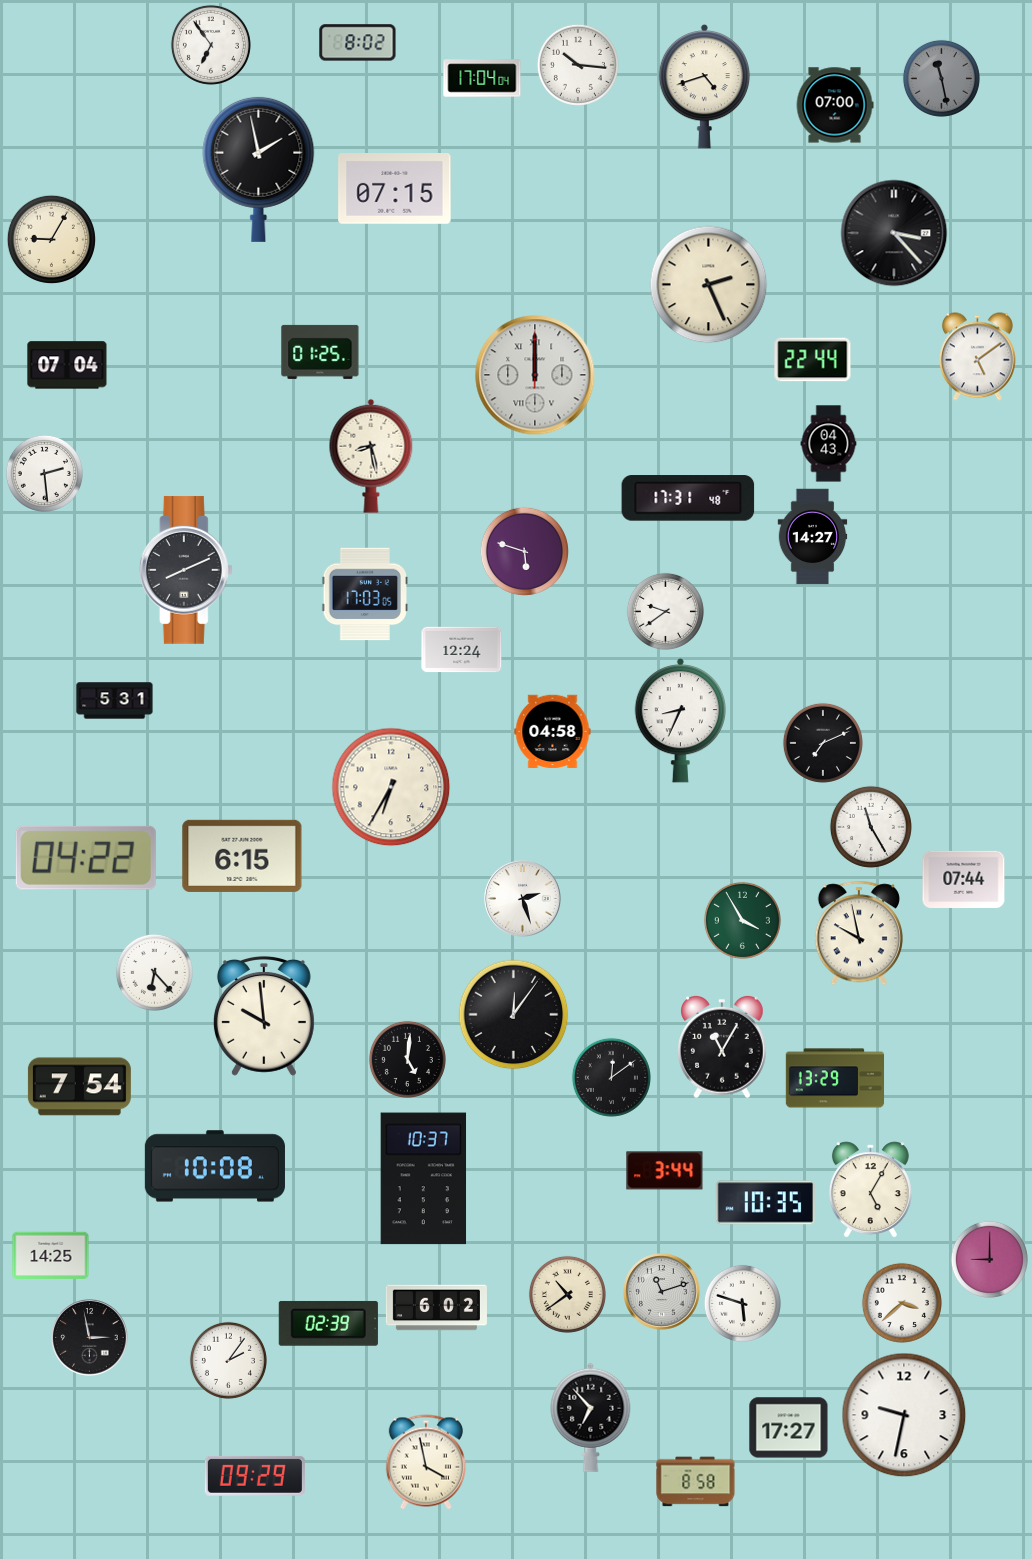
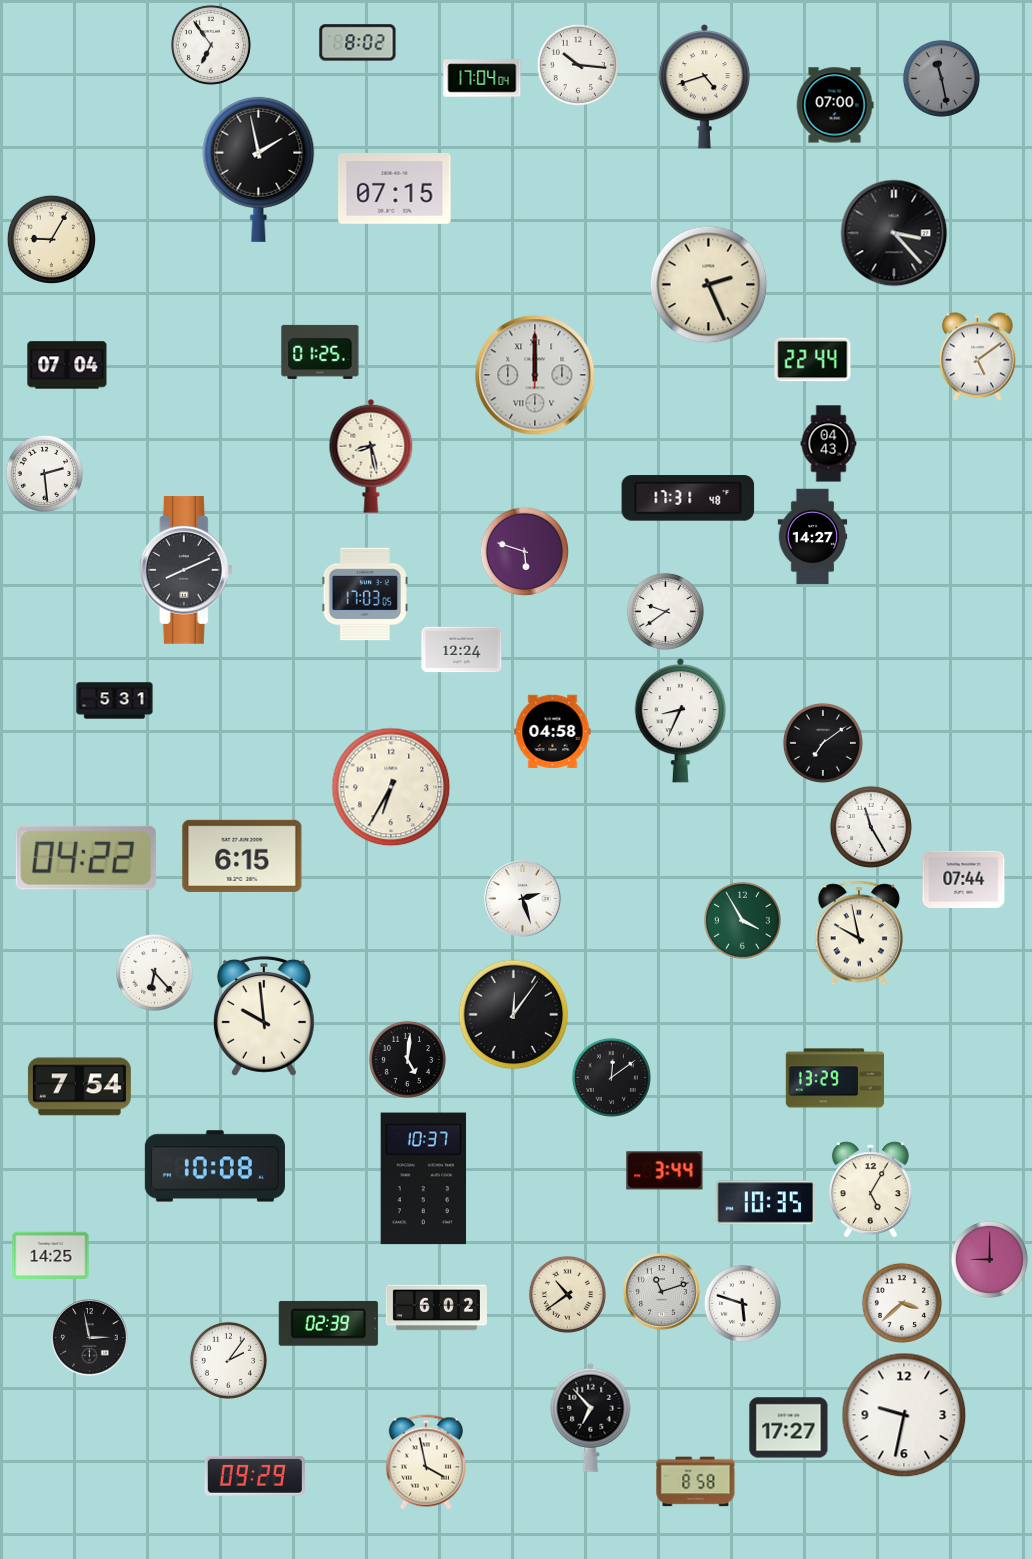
clock at (823, 743): 7:11 -> 7:09
clock at (722, 1047): 11:05 -> none
